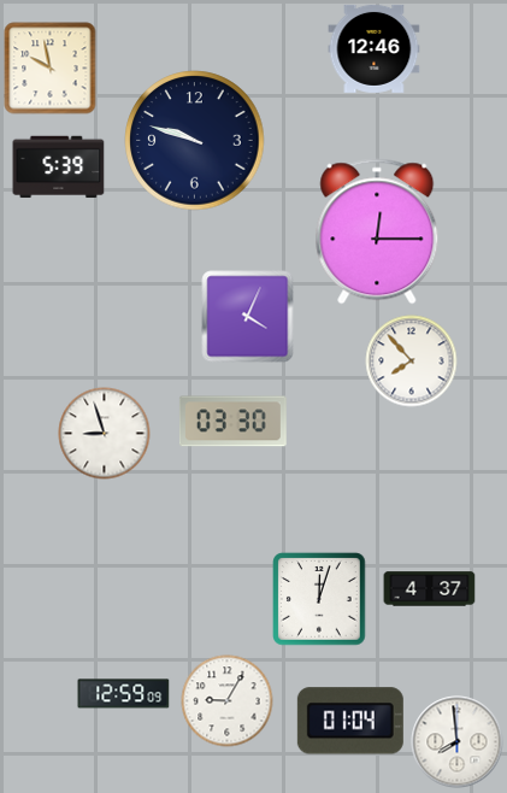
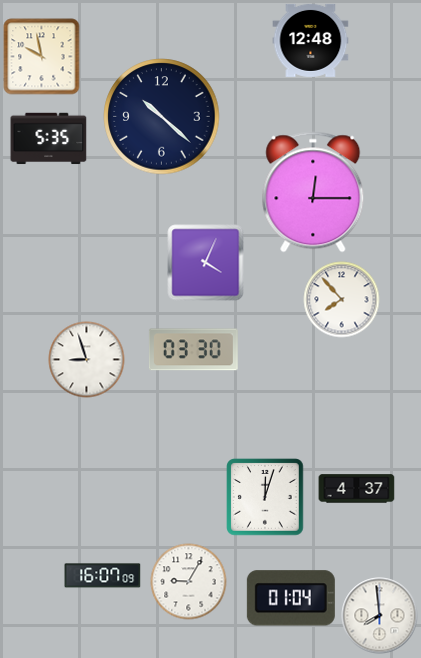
clock at (375, 48): 12:46 -> 12:48
clock at (195, 141): 9:48 -> 10:22
clock at (59, 168): 5:39 -> 5:35
clock at (124, 694): 12:59 -> 16:07
